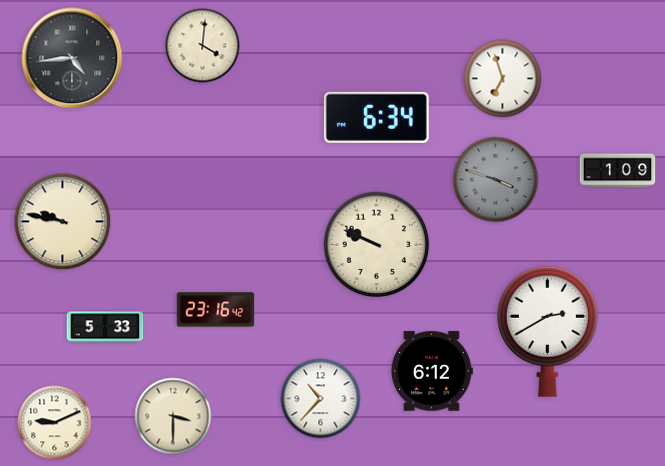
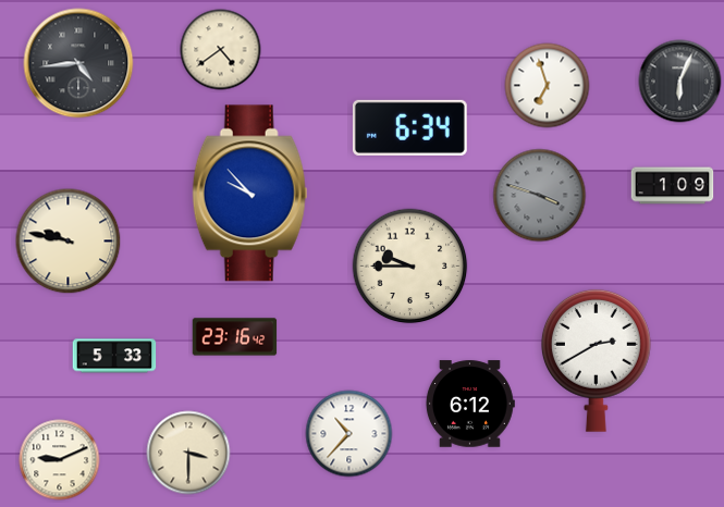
clock at (203, 46): 4:01 -> 4:39
clock at (680, 82): none -> 6:04
clock at (250, 194): none -> 9:53
clock at (377, 245): 9:49 -> 9:45
